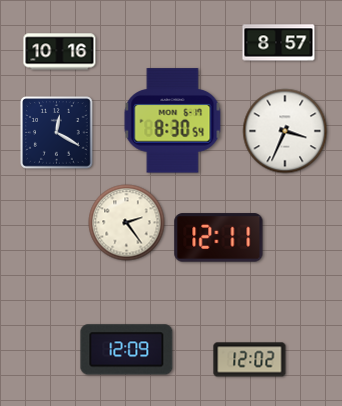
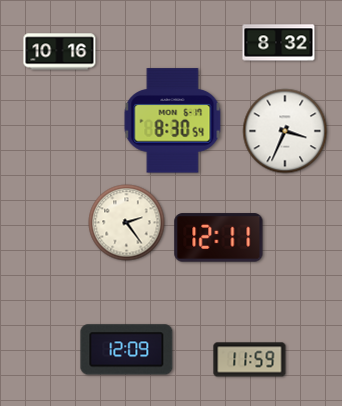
clock at (279, 43): 8:57 -> 8:32
clock at (57, 133): 12:20 -> none
clock at (250, 360): 12:02 -> 11:59
